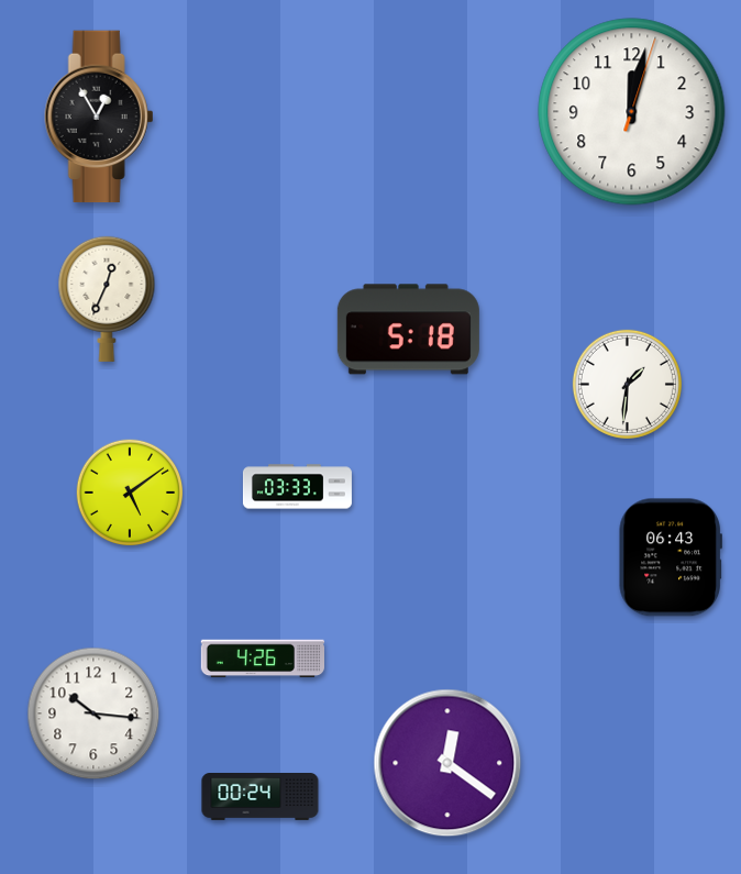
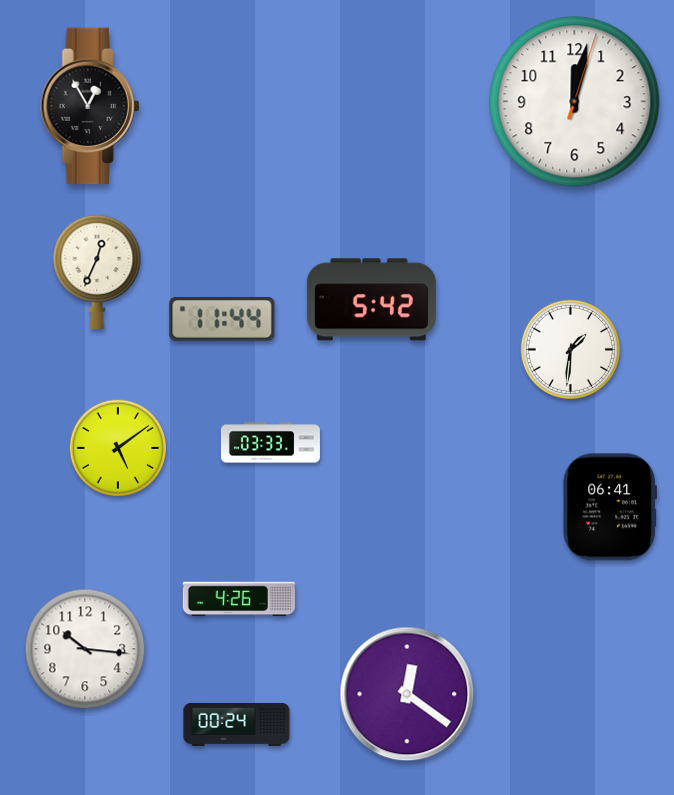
clock at (408, 330): 5:18 -> 5:42
clock at (222, 319): none -> 11:44
clock at (671, 557): 06:43 -> 06:41
